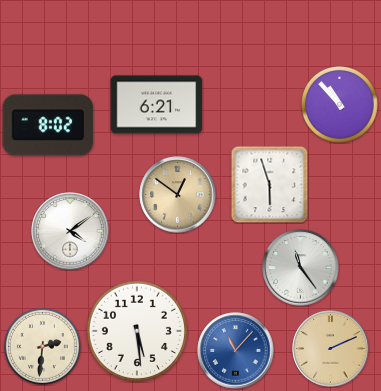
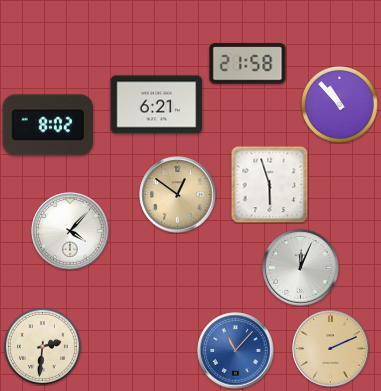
clock at (248, 64): none -> 21:58
clock at (70, 231): 4:09 -> 4:07
clock at (301, 268): 11:24 -> 12:04
clock at (137, 331): 5:29 -> none
